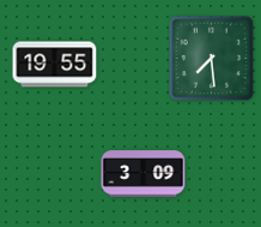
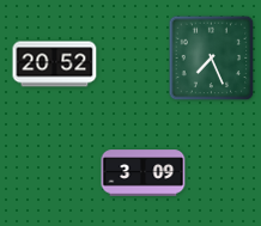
clock at (212, 59): 7:29 -> 7:26
clock at (55, 65): 19:55 -> 20:52
